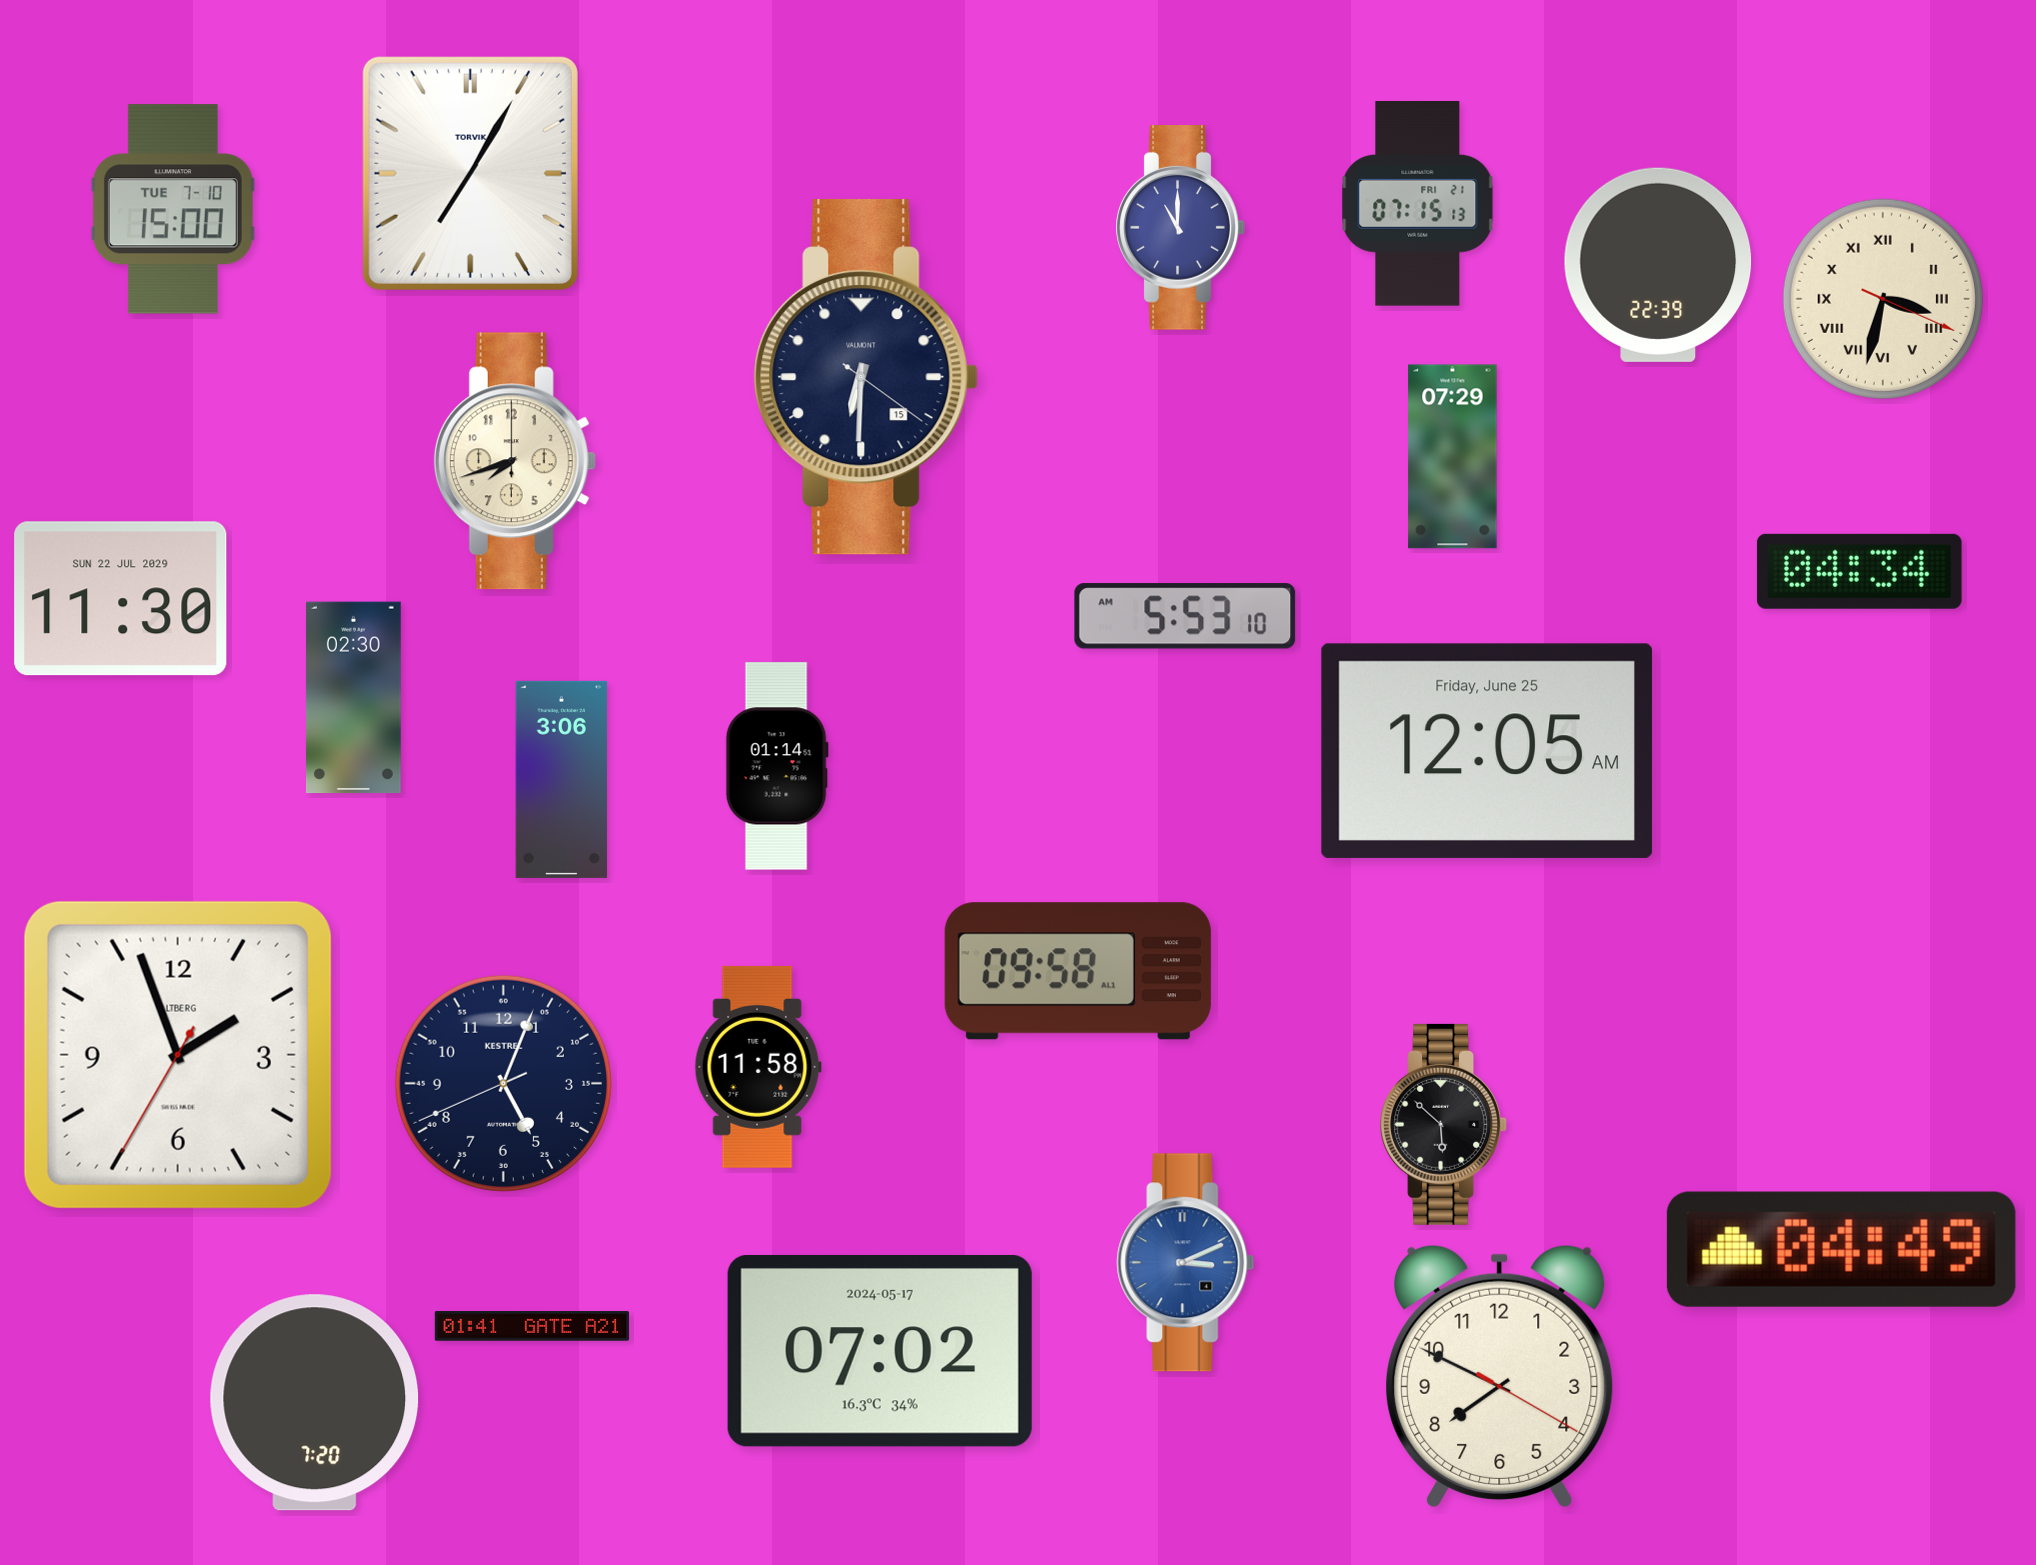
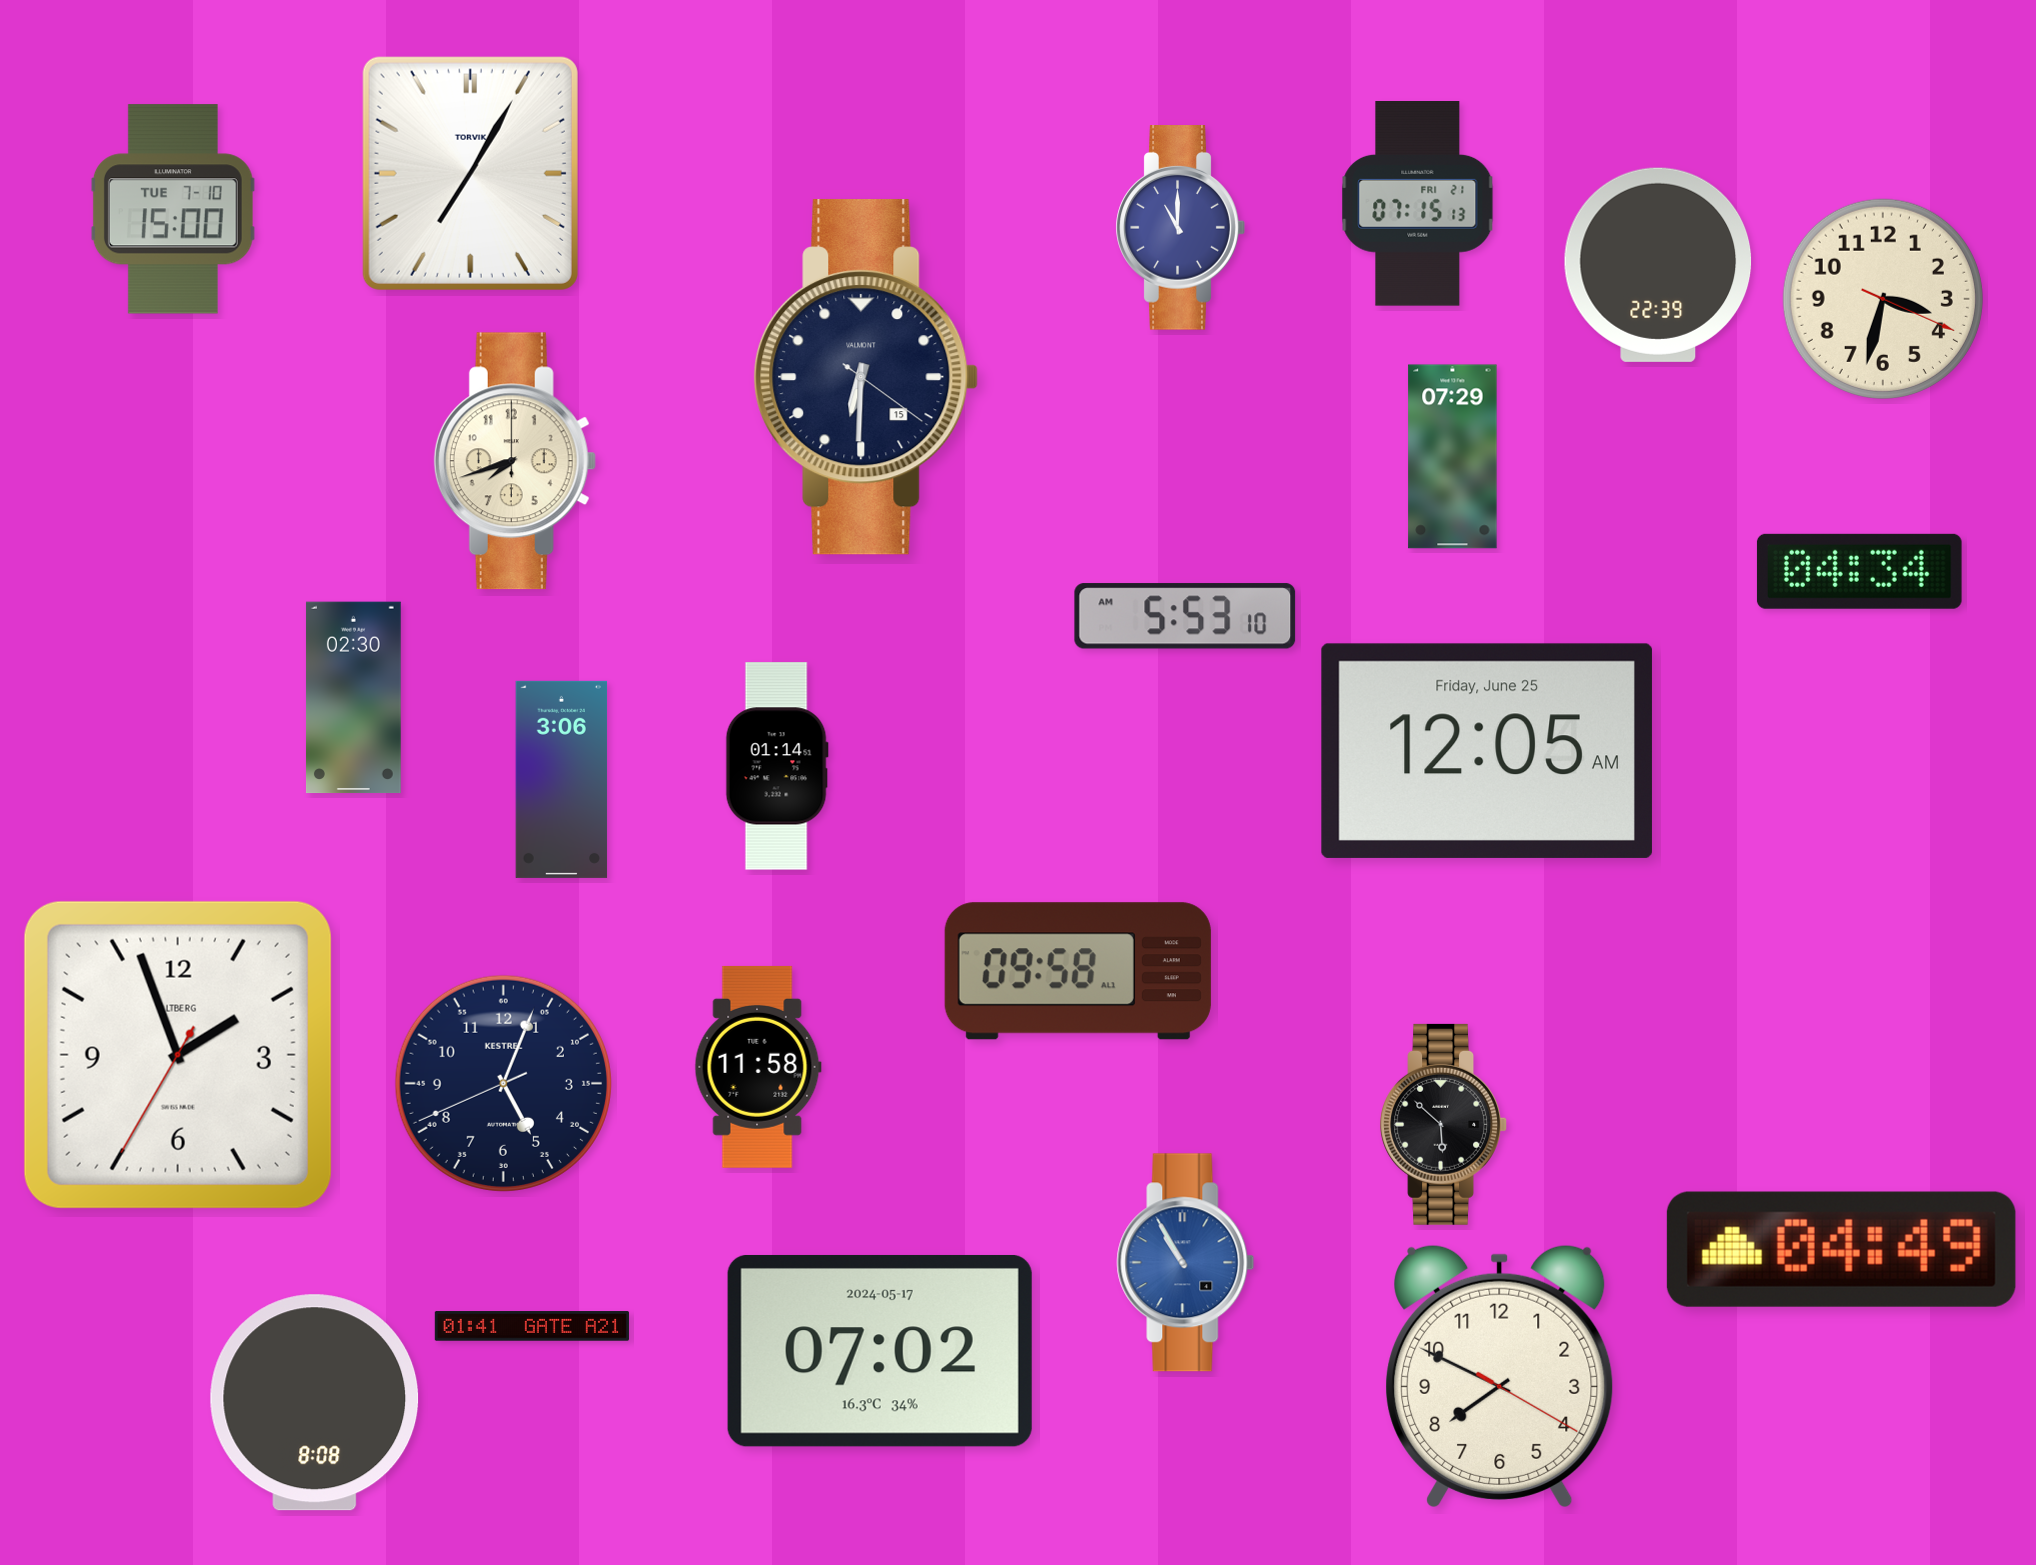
clock at (1883, 299) numerals: Roman -> Arabic
clock at (121, 599): 11:30 -> none
clock at (1186, 1263): 3:11 -> 10:55
clock at (315, 1403): 7:20 -> 8:08
